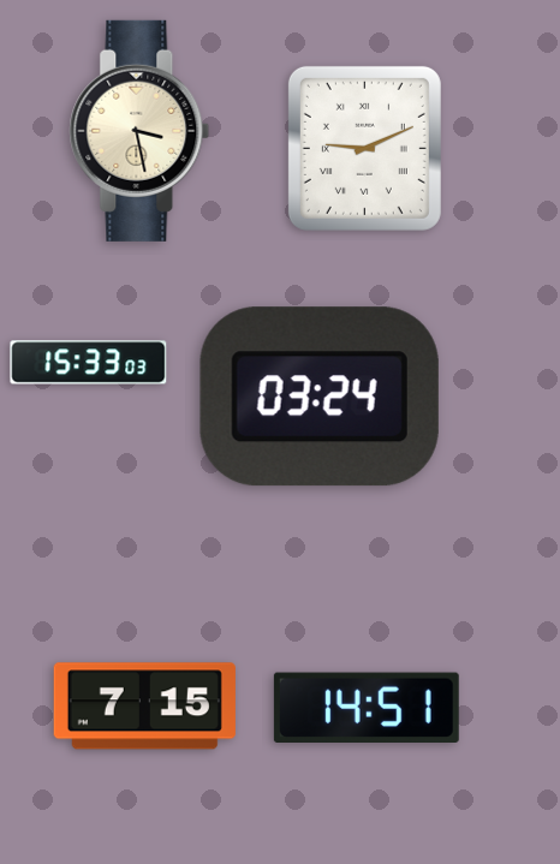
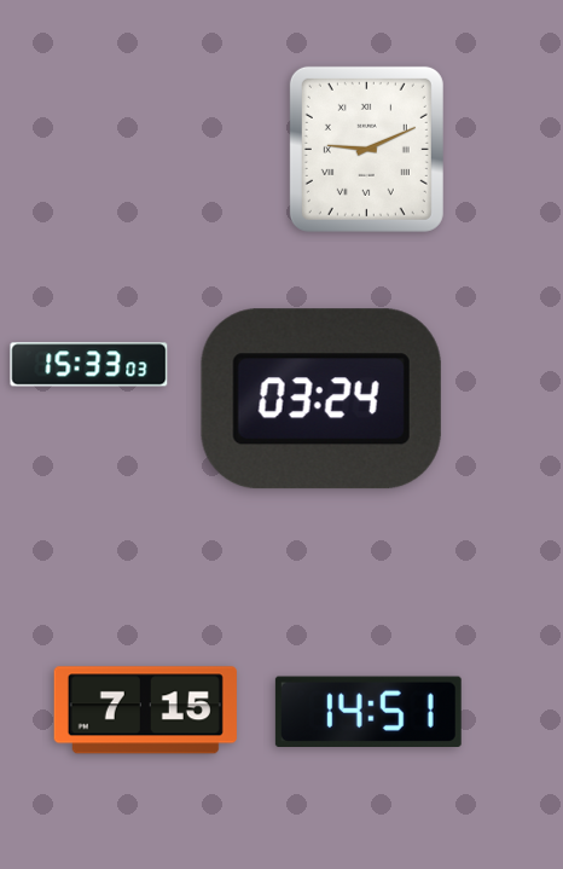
clock at (139, 131): 3:28 -> none
